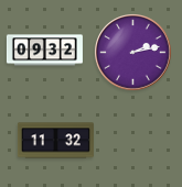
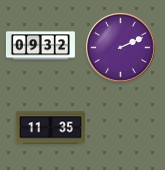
clock at (133, 53): 2:13 -> 2:11
clock at (55, 141): 11:32 -> 11:35
